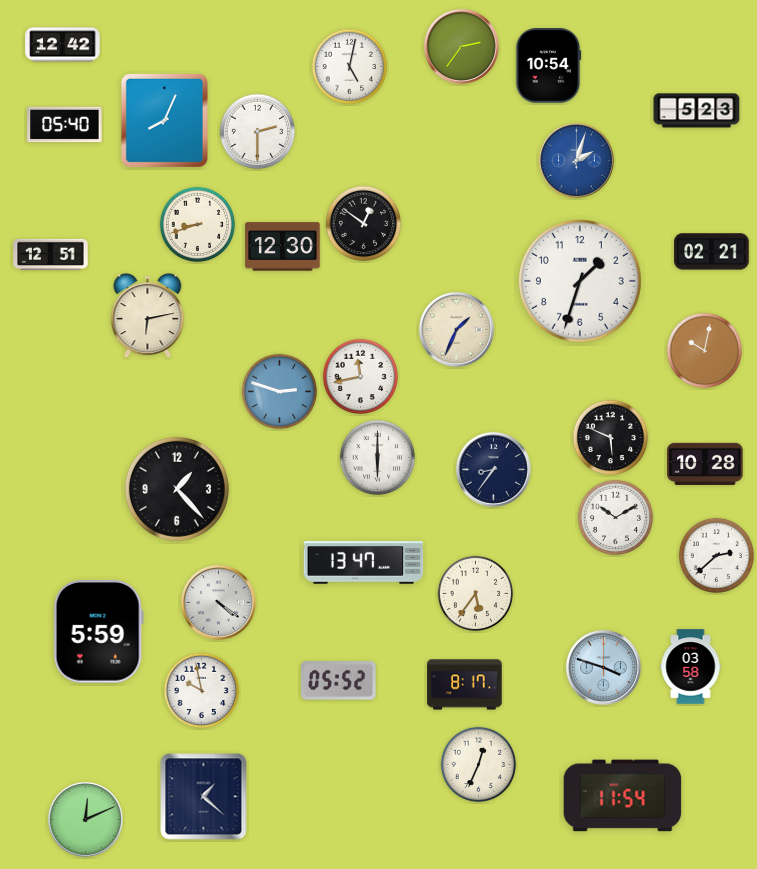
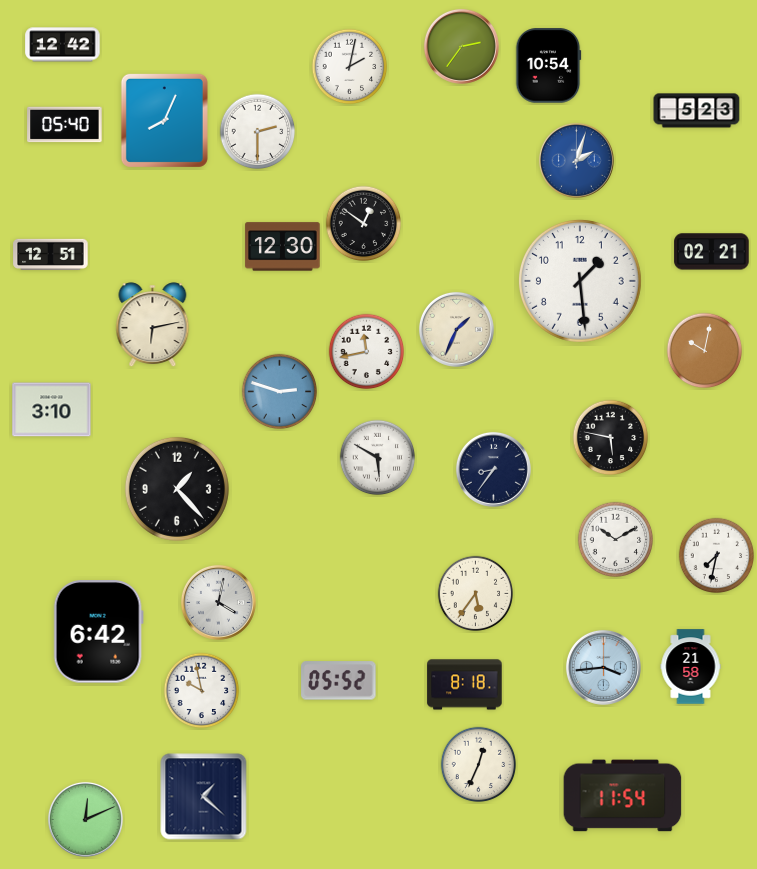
clock at (350, 67): 5:02 -> 2:02
clock at (198, 225): 8:42 -> none
clock at (580, 281): 1:33 -> 1:29
clock at (148, 316) position: (148, 316) -> (153, 325)
clock at (361, 377) position: (361, 377) -> (367, 352)
clock at (52, 410): none -> 3:10
clock at (611, 438): 5:49 -> 5:47
clock at (378, 458): 6:00 -> 5:50
clock at (705, 464): 10:28 -> none
clock at (616, 518) position: (616, 518) -> (616, 540)
clock at (717, 556): 2:38 -> 7:32
clock at (364, 563): 13:47 -> none
clock at (218, 602): 4:21 -> 4:02
clock at (98, 632): 5:59 -> 6:42
clock at (603, 667): 3:48 -> 3:44
clock at (691, 667): 03:58 -> 21:58
clock at (465, 685): 8:17 -> 8:18
